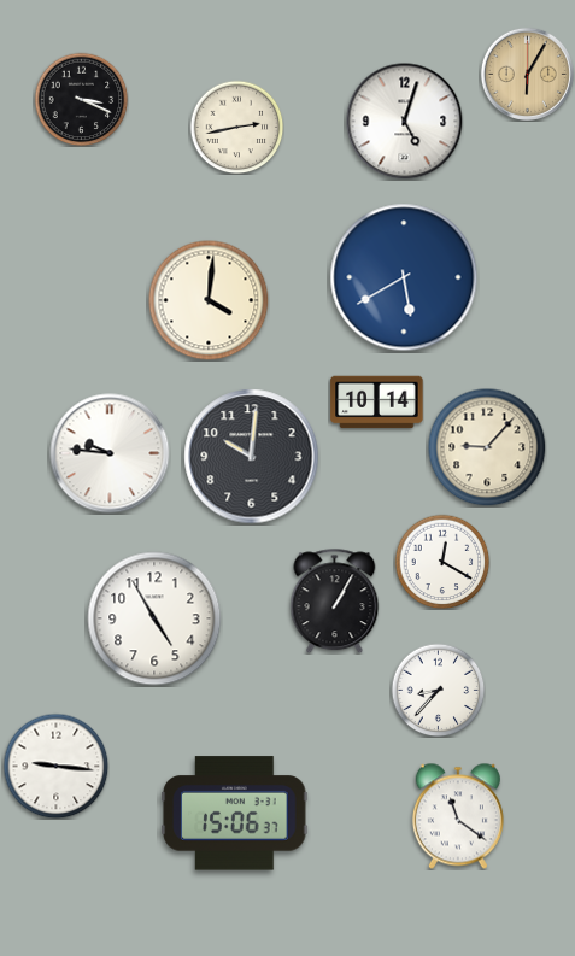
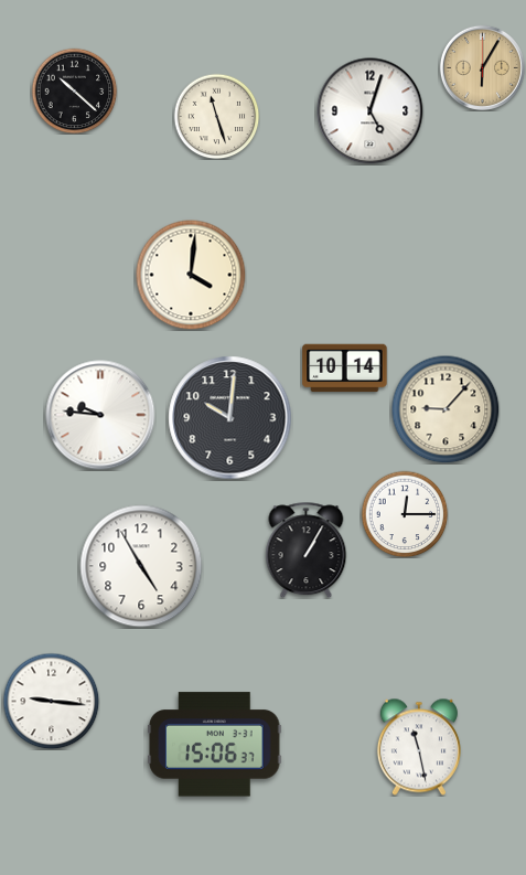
clock at (81, 99): 3:19 -> 10:22
clock at (236, 127): 2:43 -> 11:27
clock at (404, 277): 5:40 -> none
clock at (442, 562): 12:20 -> 12:15
clock at (438, 690): 8:37 -> none
clock at (458, 816): 11:21 -> 11:28
